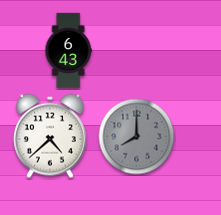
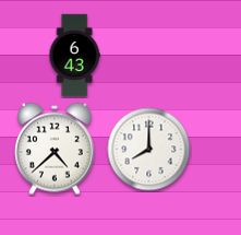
clock at (137, 137) dial: grey -> white
